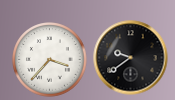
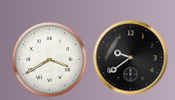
clock at (50, 60): 3:37 -> 3:40
